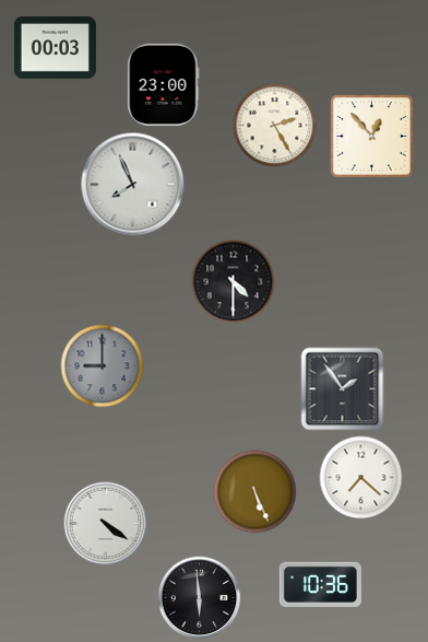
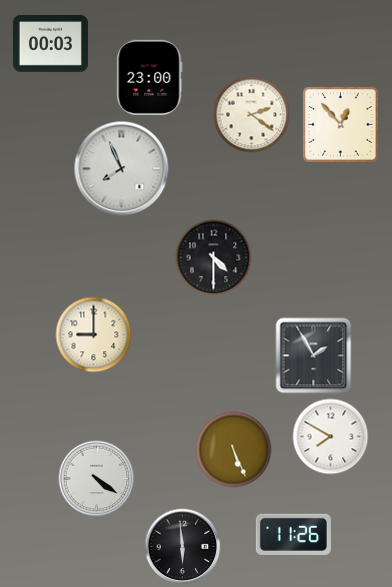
clock at (275, 126): 2:25 -> 2:21
clock at (103, 366) dial: grey -> cream
clock at (343, 389): 1:54 -> 1:55
clock at (361, 478): 7:22 -> 7:50
clock at (320, 584): 10:36 -> 11:26
